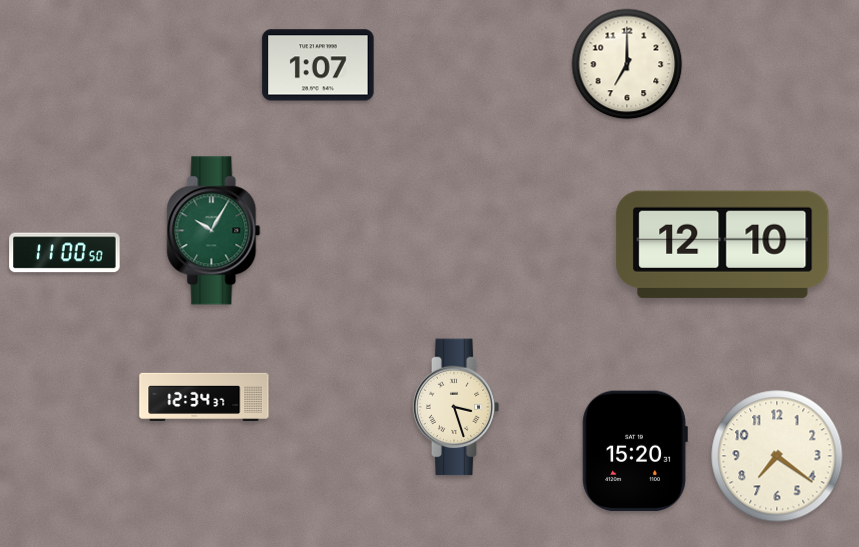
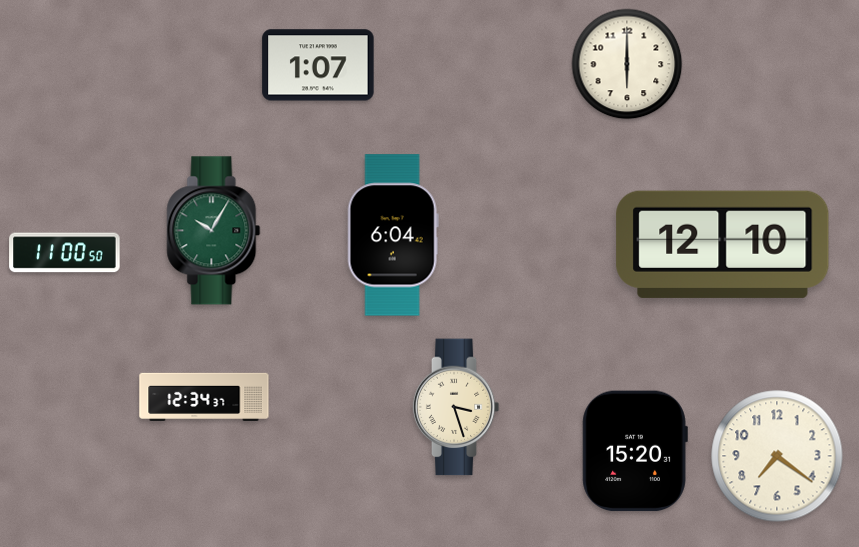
clock at (627, 64): 7:00 -> 6:00
clock at (393, 235): none -> 6:04
